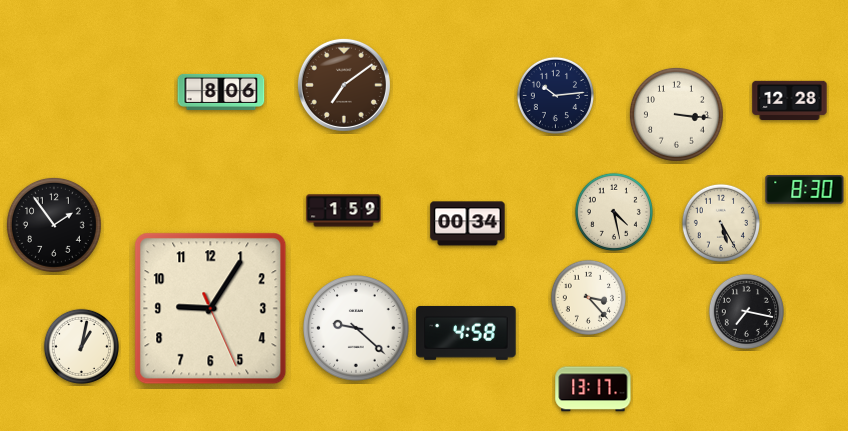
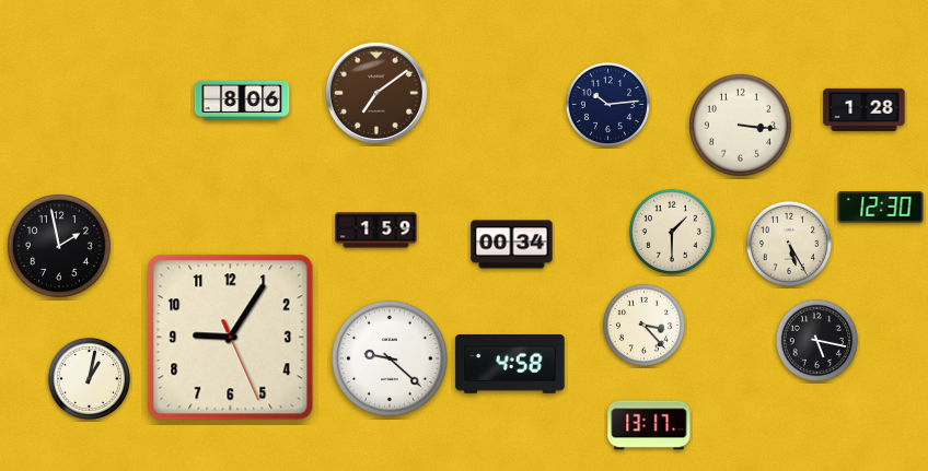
clock at (790, 101): 12:28 -> 1:28
clock at (805, 190): 8:30 -> 12:30
clock at (614, 212): 4:28 -> 1:30
clock at (54, 225): 1:54 -> 1:58
clock at (746, 311): 7:17 -> 5:17
